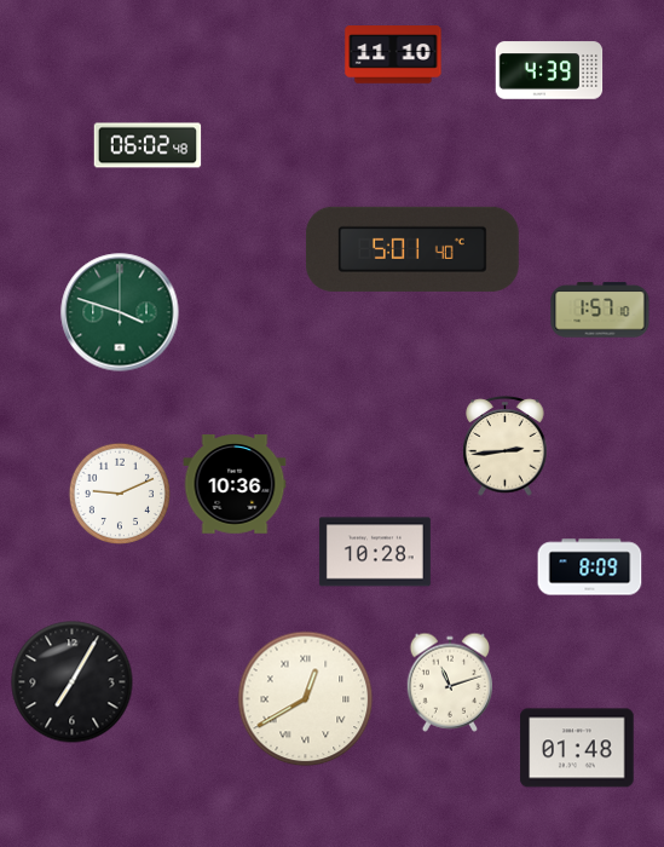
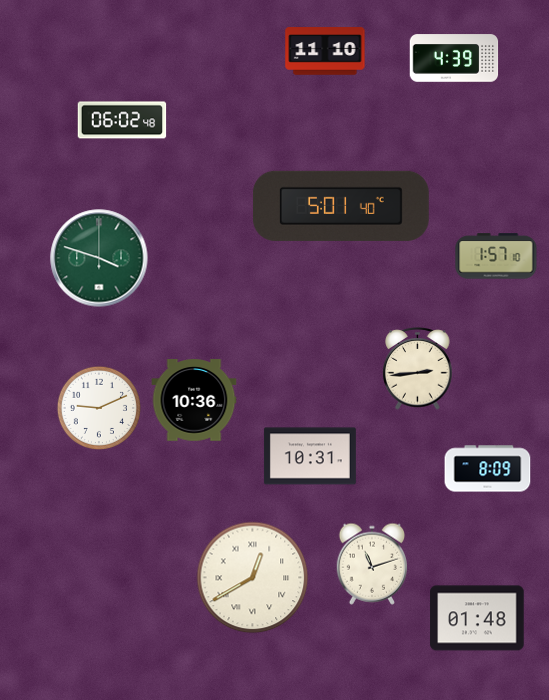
clock at (393, 54) position: (393, 54) -> (325, 51)
clock at (375, 552): 10:28 -> 10:31
clock at (73, 682): 7:05 -> none
